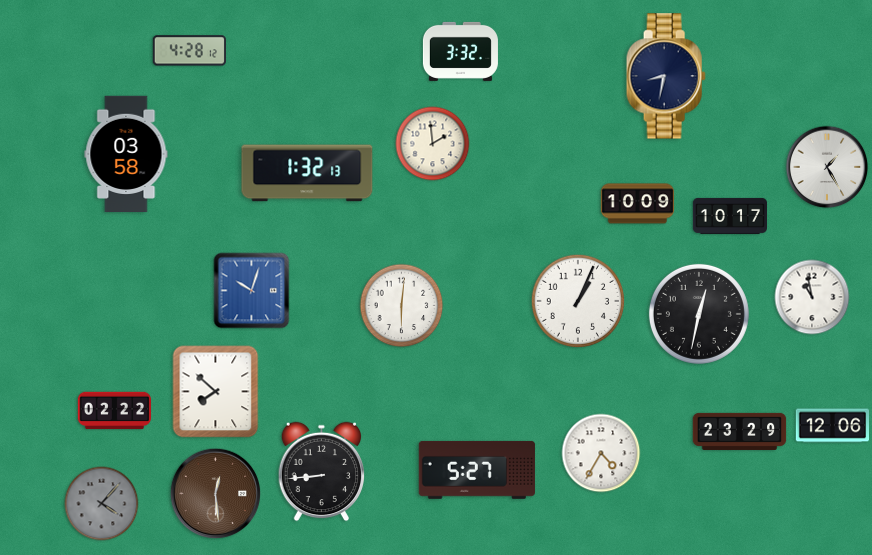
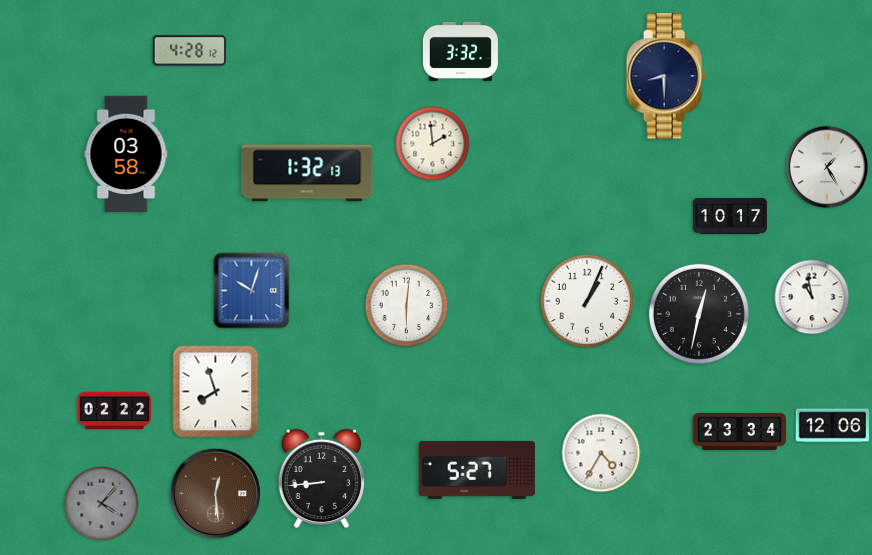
clock at (666, 76): 8:32 -> 8:30
clock at (638, 204): 10:09 -> none
clock at (577, 300) position: (577, 300) -> (586, 300)
clock at (402, 306) position: (402, 306) -> (407, 306)
clock at (216, 392): 7:52 -> 7:57
clock at (740, 431): 23:29 -> 23:34
clock at (322, 472) position: (322, 472) -> (322, 479)
